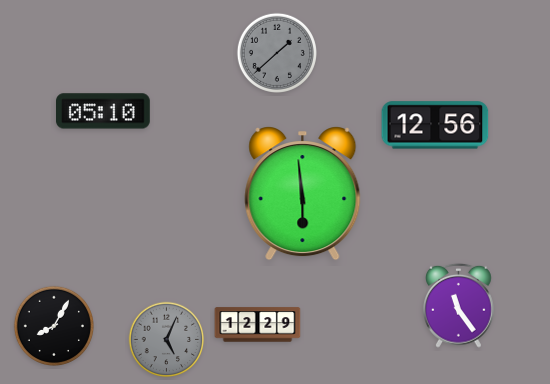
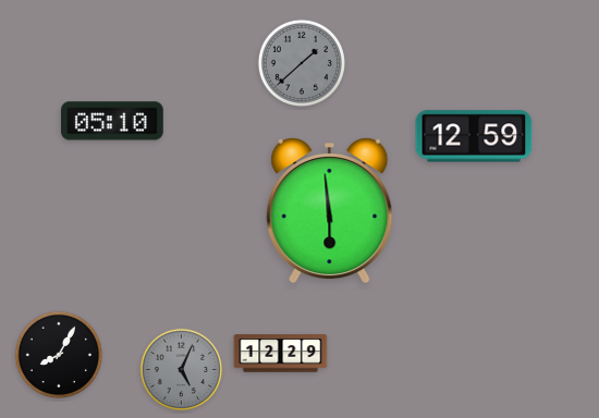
clock at (276, 52) position: (276, 52) -> (301, 62)
clock at (435, 125): 12:56 -> 12:59
clock at (459, 305): 11:24 -> none
